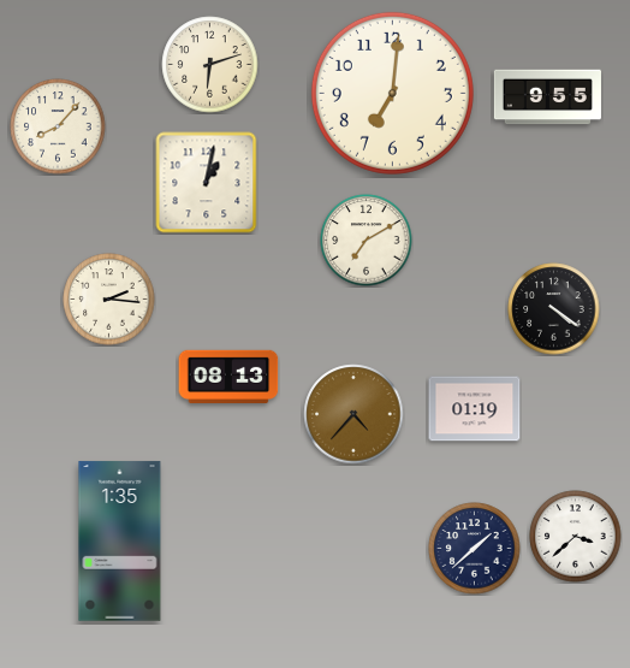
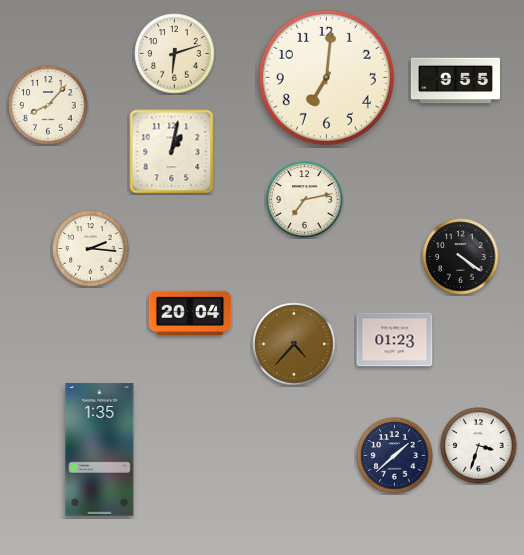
clock at (367, 241): 7:10 -> 7:13
clock at (228, 376): 08:13 -> 20:04
clock at (475, 409): 01:19 -> 01:23
clock at (576, 537): 3:38 -> 3:33
